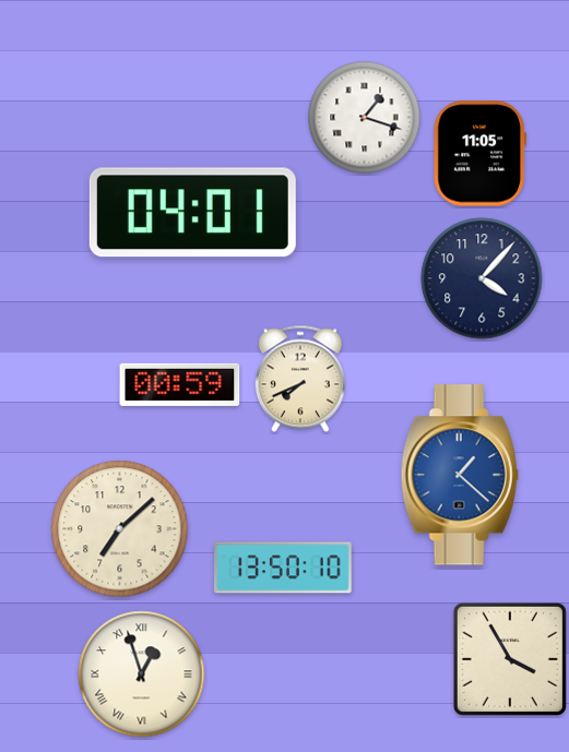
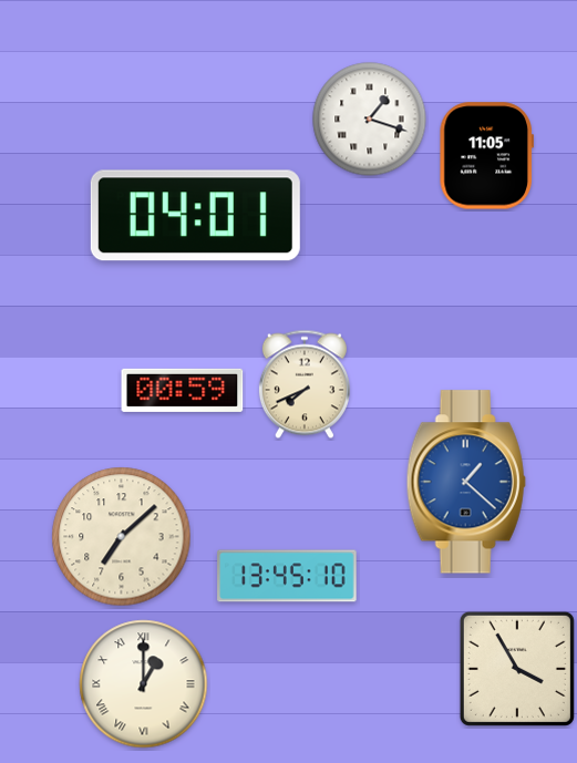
clock at (482, 278): 4:07 -> none
clock at (283, 568): 13:50 -> 13:45
clock at (142, 675): 12:57 -> 1:00
